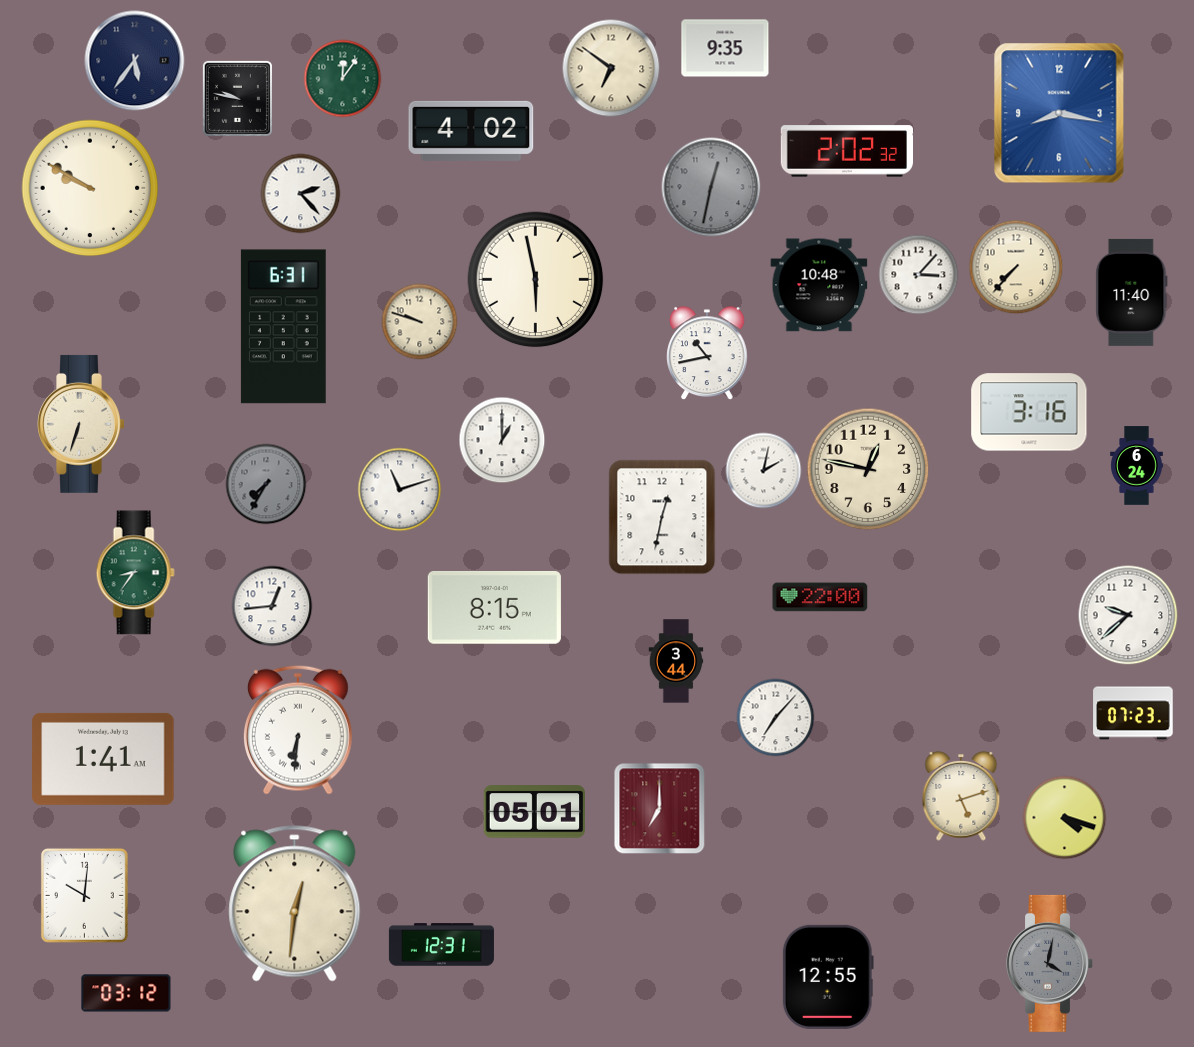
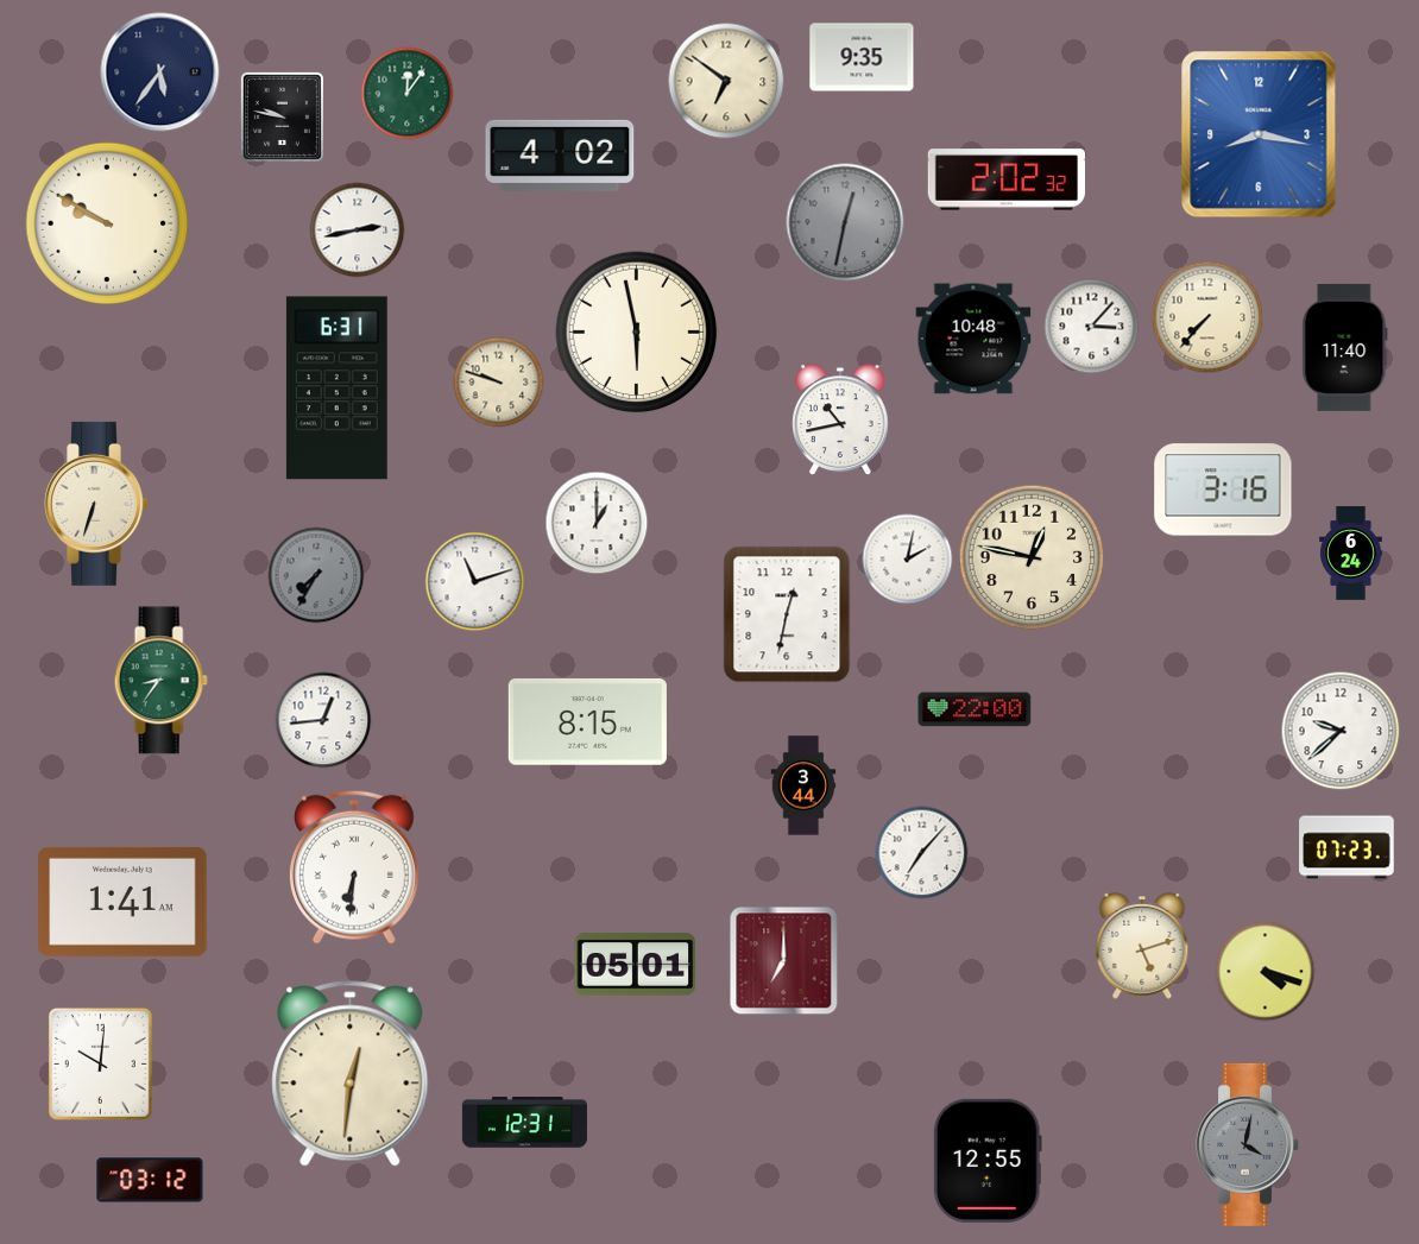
clock at (301, 194): 2:23 -> 2:43
clock at (828, 977) position: (828, 977) -> (988, 1161)
